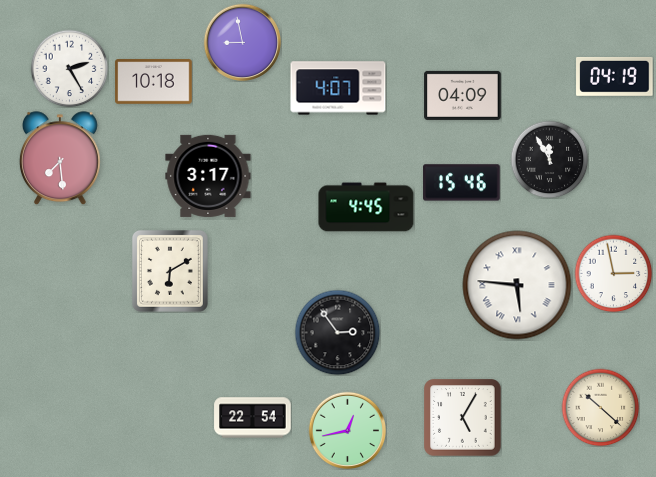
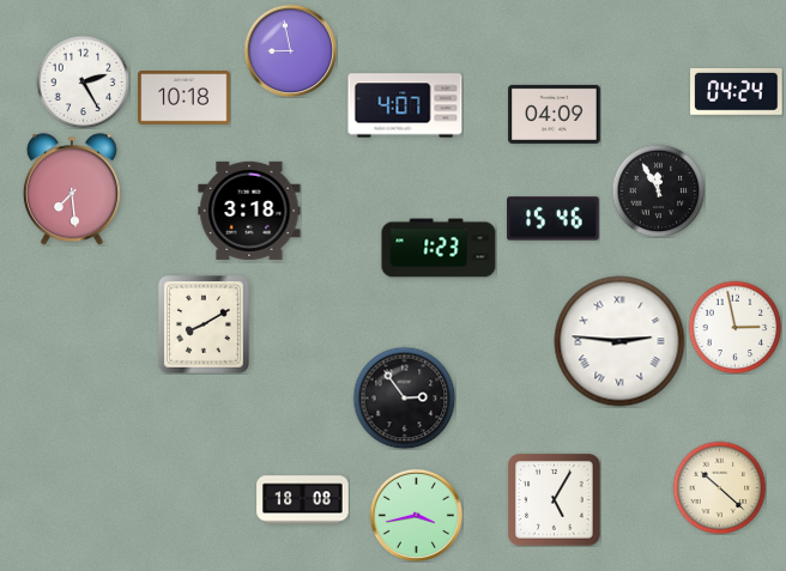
clock at (615, 76): 04:19 -> 04:24
clock at (208, 176): 3:17 -> 3:18
clock at (366, 207): 4:45 -> 1:23
clock at (170, 271): 6:10 -> 8:10
clock at (517, 285): 5:46 -> 2:46
clock at (253, 418): 22:54 -> 18:08
clock at (347, 430): 12:43 -> 3:43
